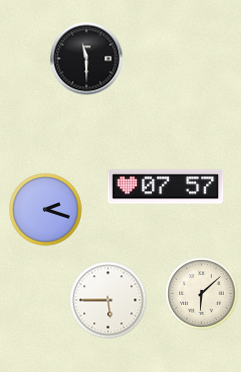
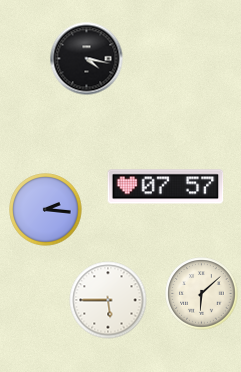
clock at (87, 59): 11:30 -> 4:17
clock at (46, 210): 2:18 -> 2:16
